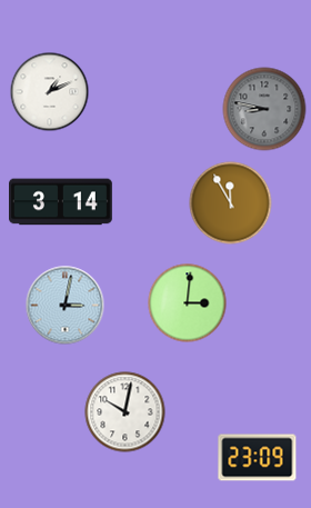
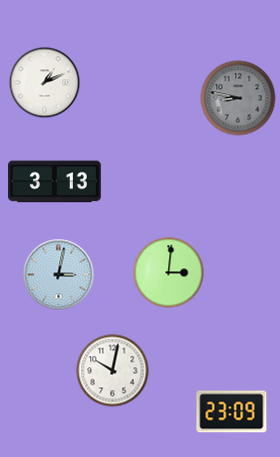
clock at (61, 202): 3:14 -> 3:13
clock at (231, 203): 11:55 -> none
